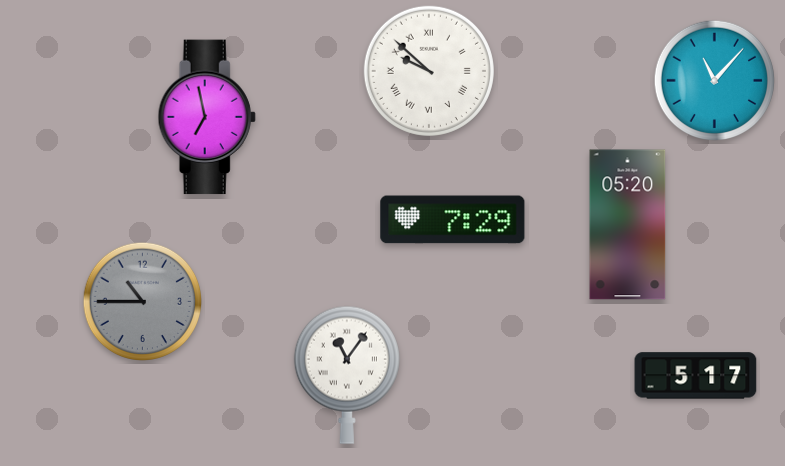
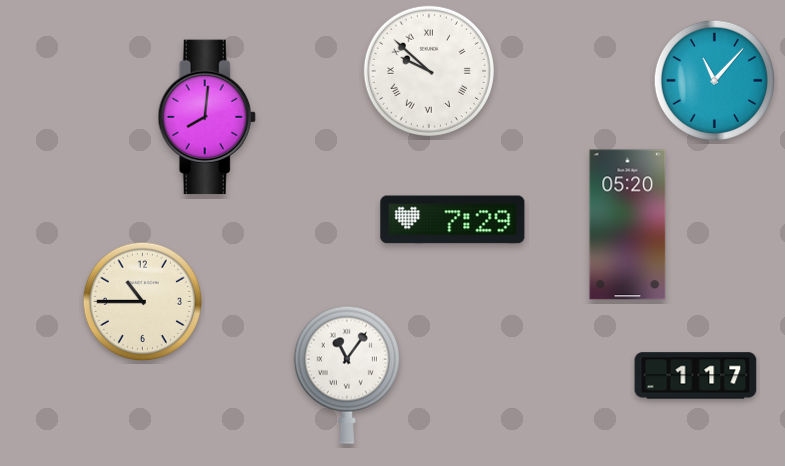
clock at (207, 117): 6:58 -> 8:01
clock at (142, 301) dial: grey -> cream
clock at (696, 376): 5:17 -> 1:17
